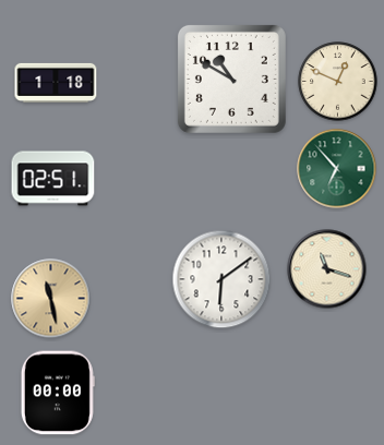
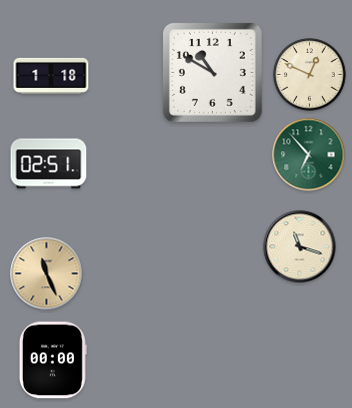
clock at (221, 279): 6:09 -> none
clock at (51, 299): 11:28 -> 11:26
